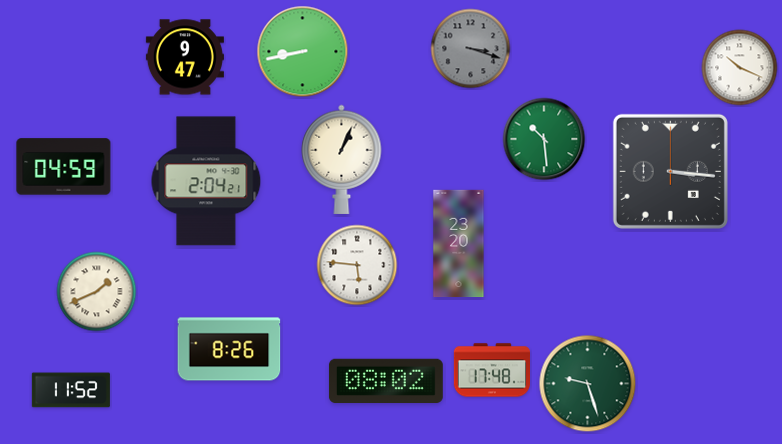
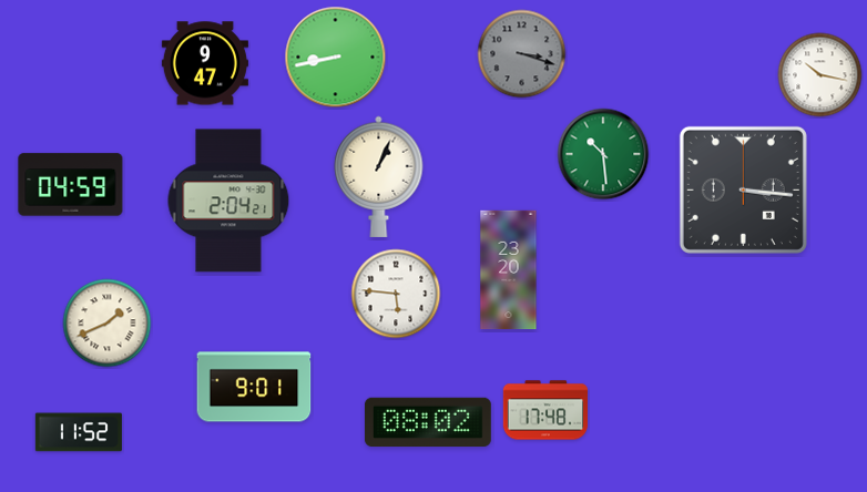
clock at (740, 68): 10:19 -> 10:17
clock at (229, 349): 8:26 -> 9:01
clock at (588, 384): 9:27 -> none
